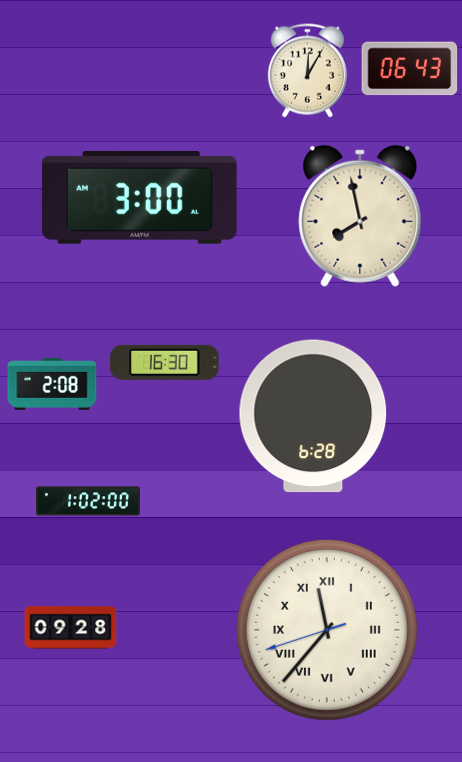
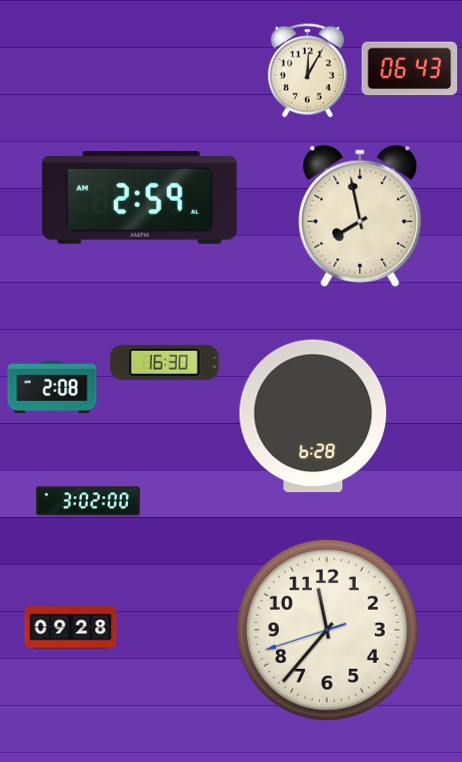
clock at (140, 197): 3:00 -> 2:59
clock at (52, 384) position: (52, 384) -> (52, 387)
clock at (88, 501): 1:02 -> 3:02
clock at (327, 630) numerals: Roman -> Arabic
